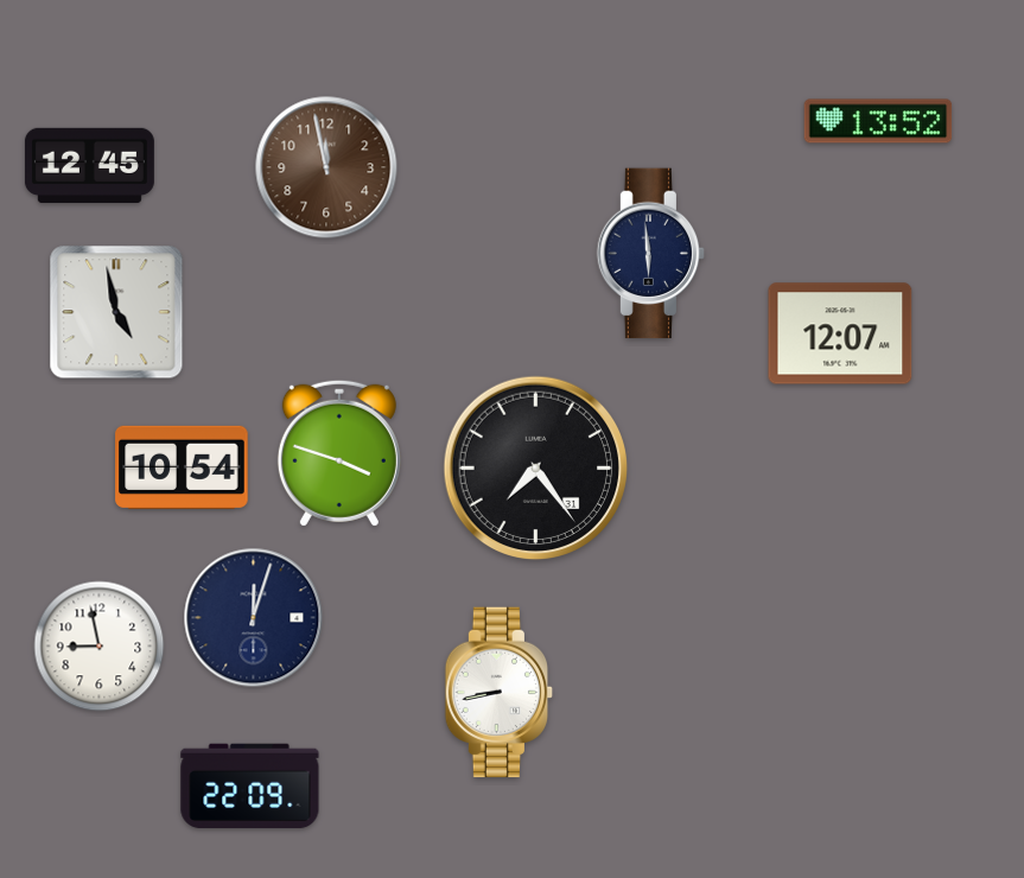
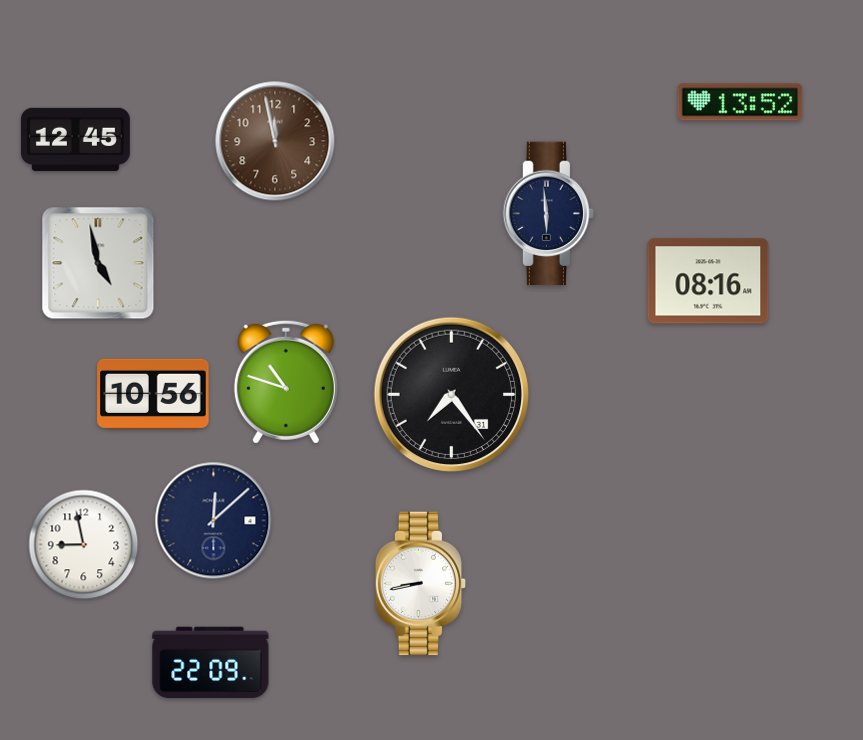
clock at (840, 333): 12:07 -> 08:16
clock at (339, 453): 3:48 -> 10:48
clock at (182, 467): 10:54 -> 10:56
clock at (254, 618): 12:03 -> 12:08
